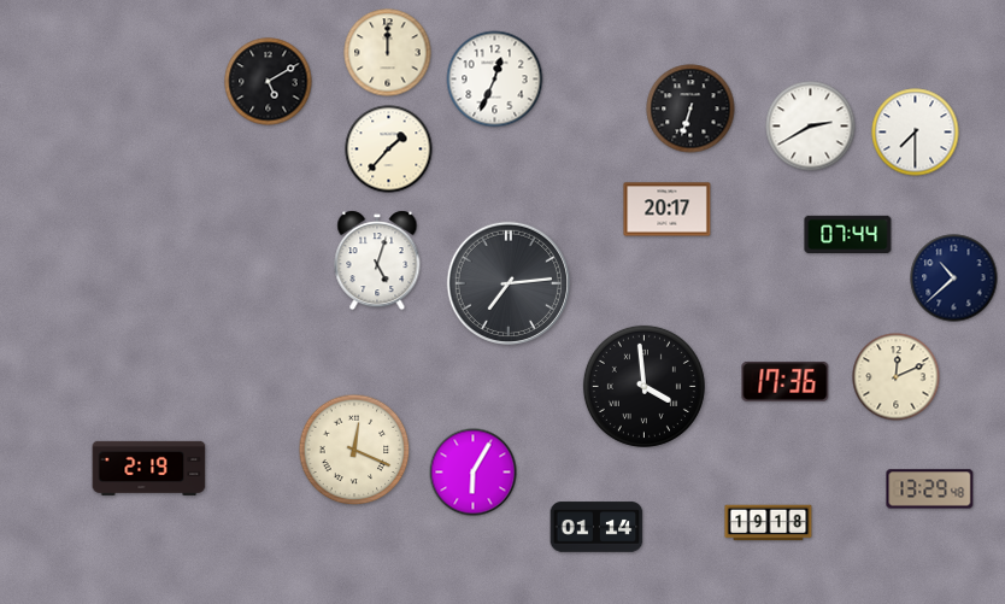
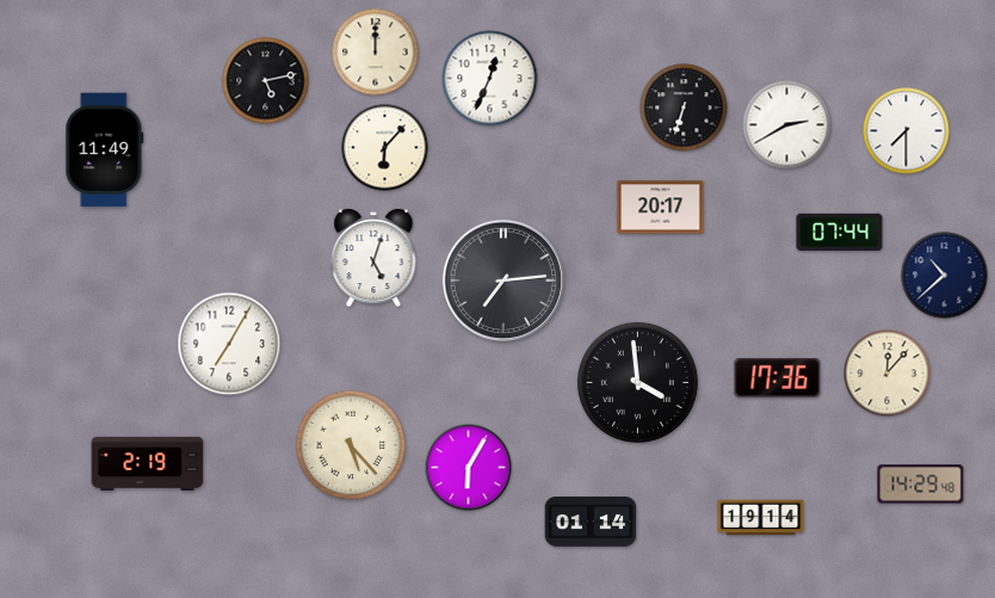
clock at (388, 53) position: (388, 53) -> (376, 53)
clock at (269, 82): 5:10 -> 5:13
clock at (811, 127) position: (811, 127) -> (787, 125)
clock at (389, 149): 1:37 -> 6:07
clock at (105, 150): none -> 11:49
clock at (229, 344): none -> 7:05
clock at (897, 377): 12:11 -> 12:07
clock at (354, 450): 12:19 -> 5:23
clock at (930, 489): 13:29 -> 14:29
clock at (769, 523): 19:18 -> 19:14
